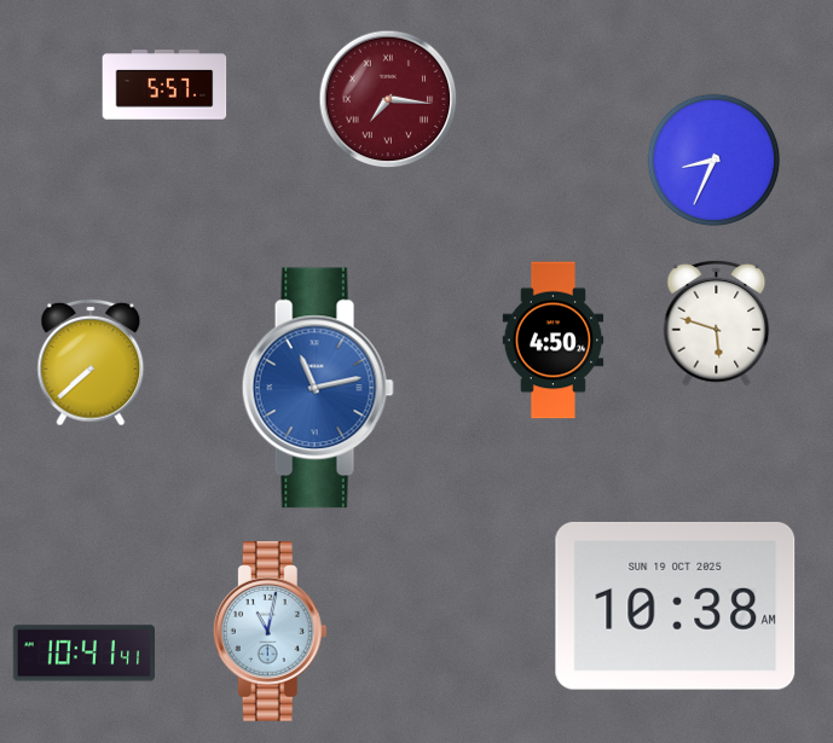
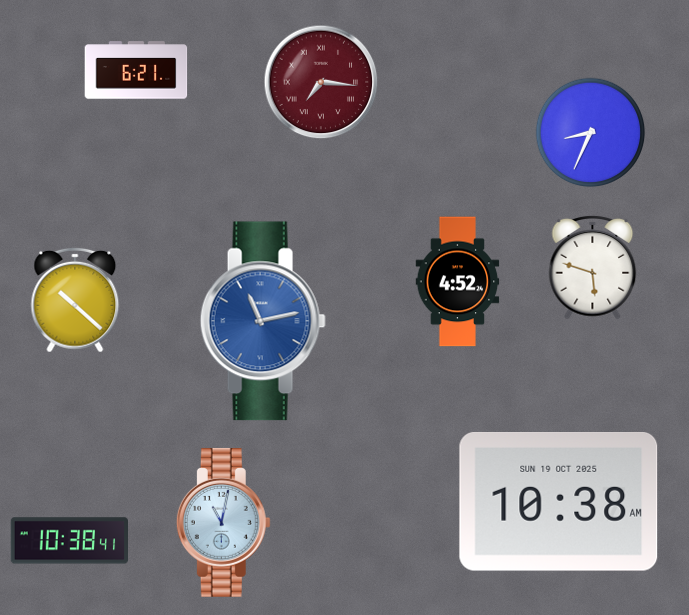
clock at (164, 85): 5:57 -> 6:21
clock at (554, 341): 4:50 -> 4:52
clock at (91, 362): 7:38 -> 10:22
clock at (85, 654): 10:41 -> 10:38
